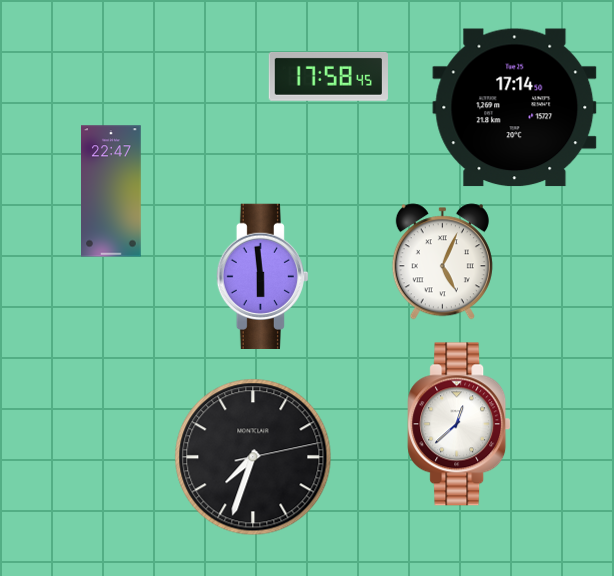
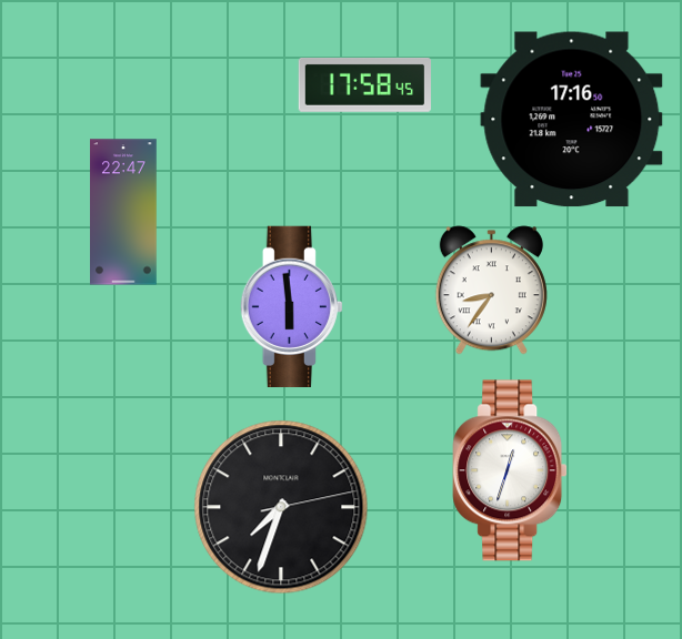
clock at (515, 108): 17:14 -> 17:16
clock at (442, 262): 5:04 -> 8:36
clock at (459, 424): 12:38 -> 12:33
